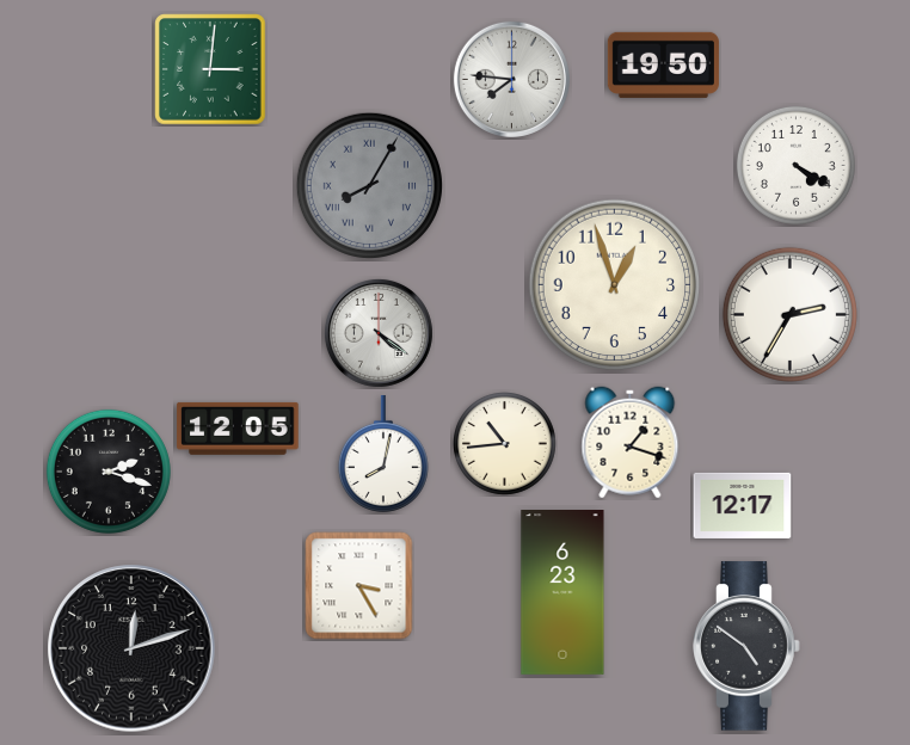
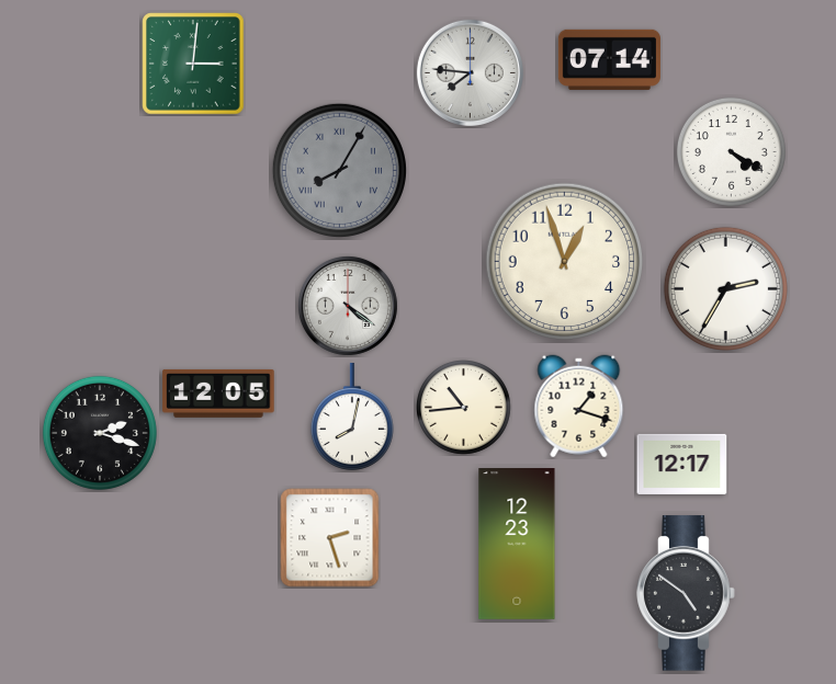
clock at (663, 64): 19:50 -> 07:14
clock at (359, 586): 3:25 -> 2:27
clock at (562, 593): 6:23 -> 12:23
clock at (131, 648): 12:12 -> none
